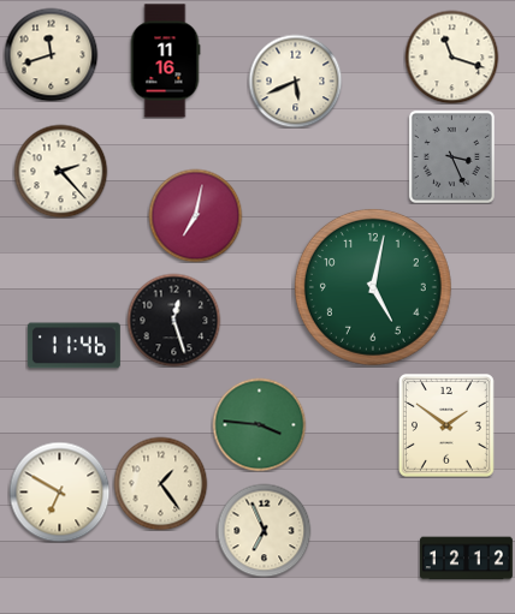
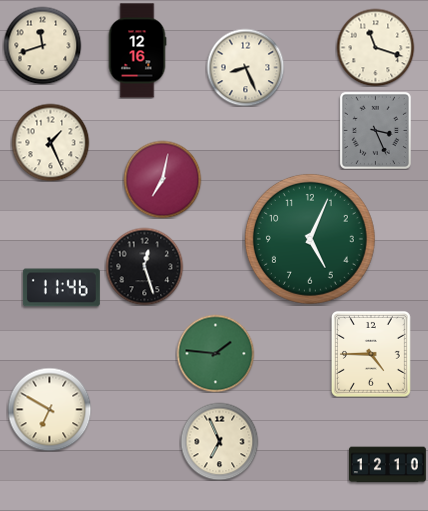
clock at (165, 61): 11:16 -> 12:16
clock at (295, 81): 5:41 -> 8:26
clock at (60, 171): 2:23 -> 1:26
clock at (373, 287): 5:02 -> 5:04
clock at (259, 424): 3:46 -> 1:46
clock at (446, 427): 1:51 -> 4:45
clock at (160, 483): 1:24 -> none
clock at (467, 559): 12:12 -> 12:10
